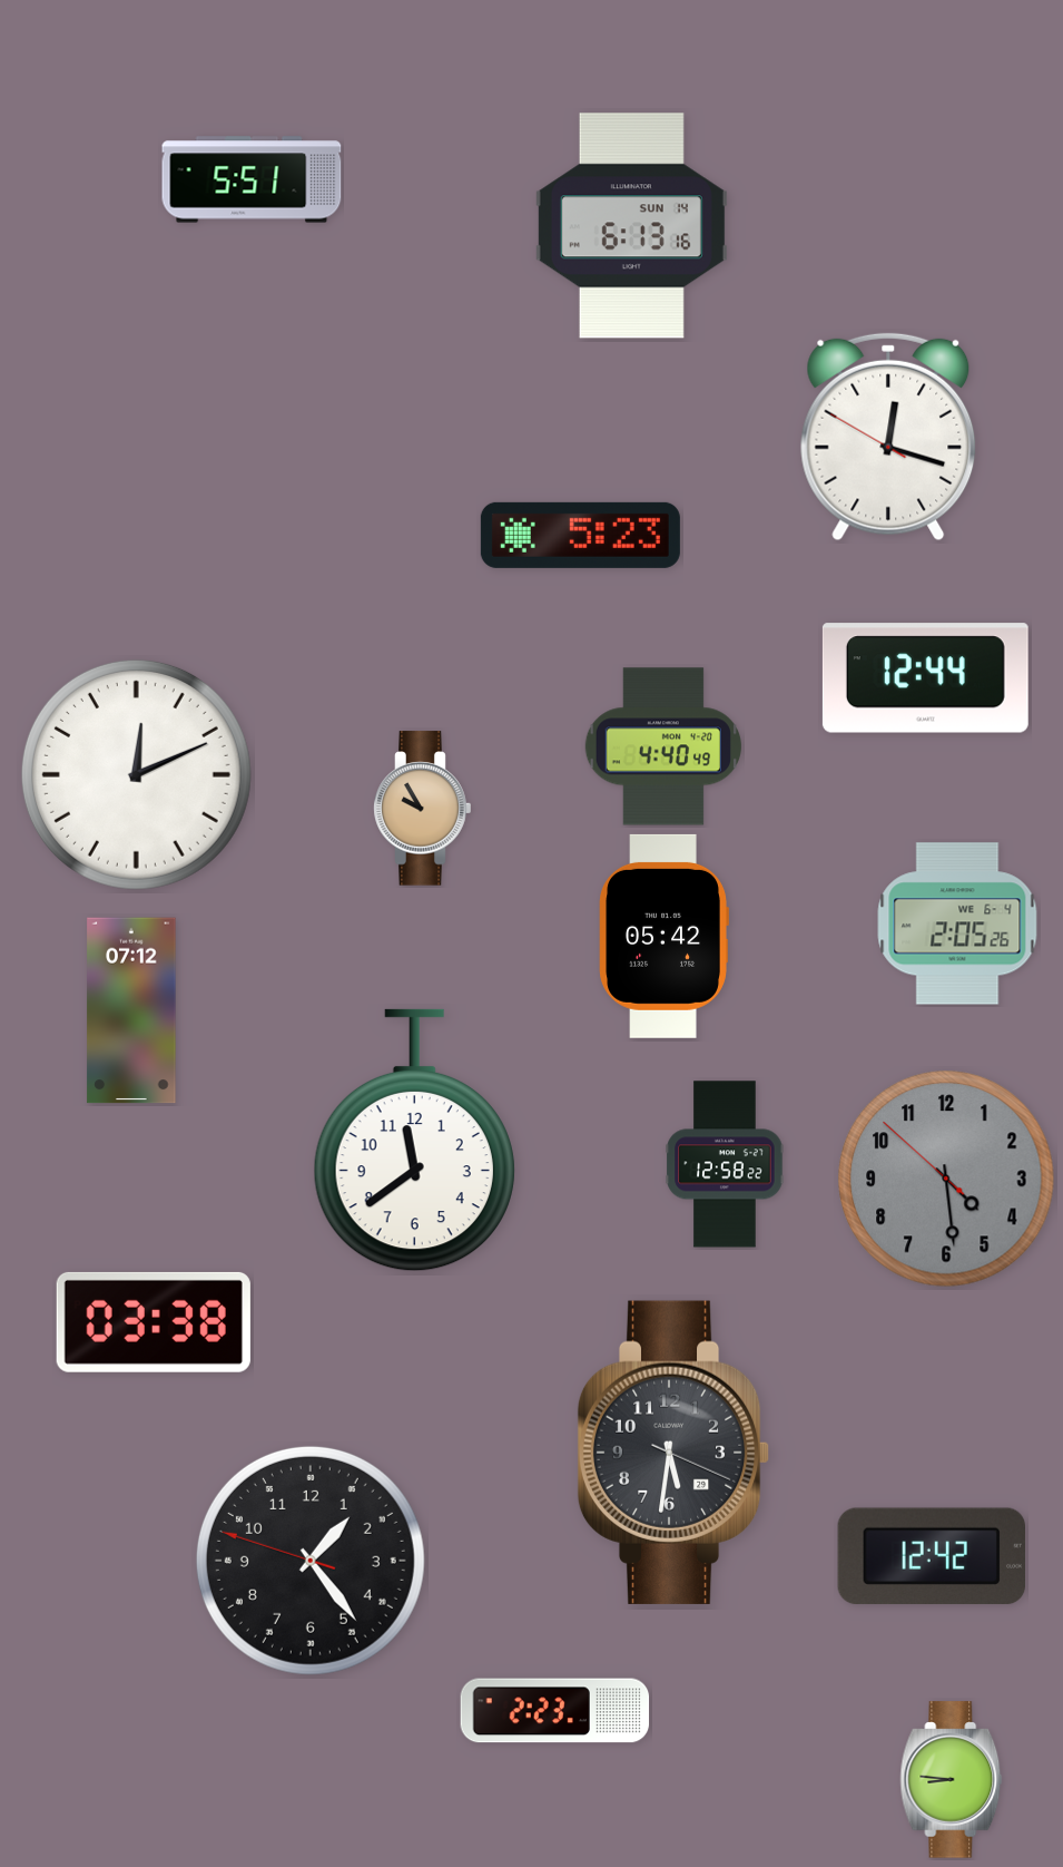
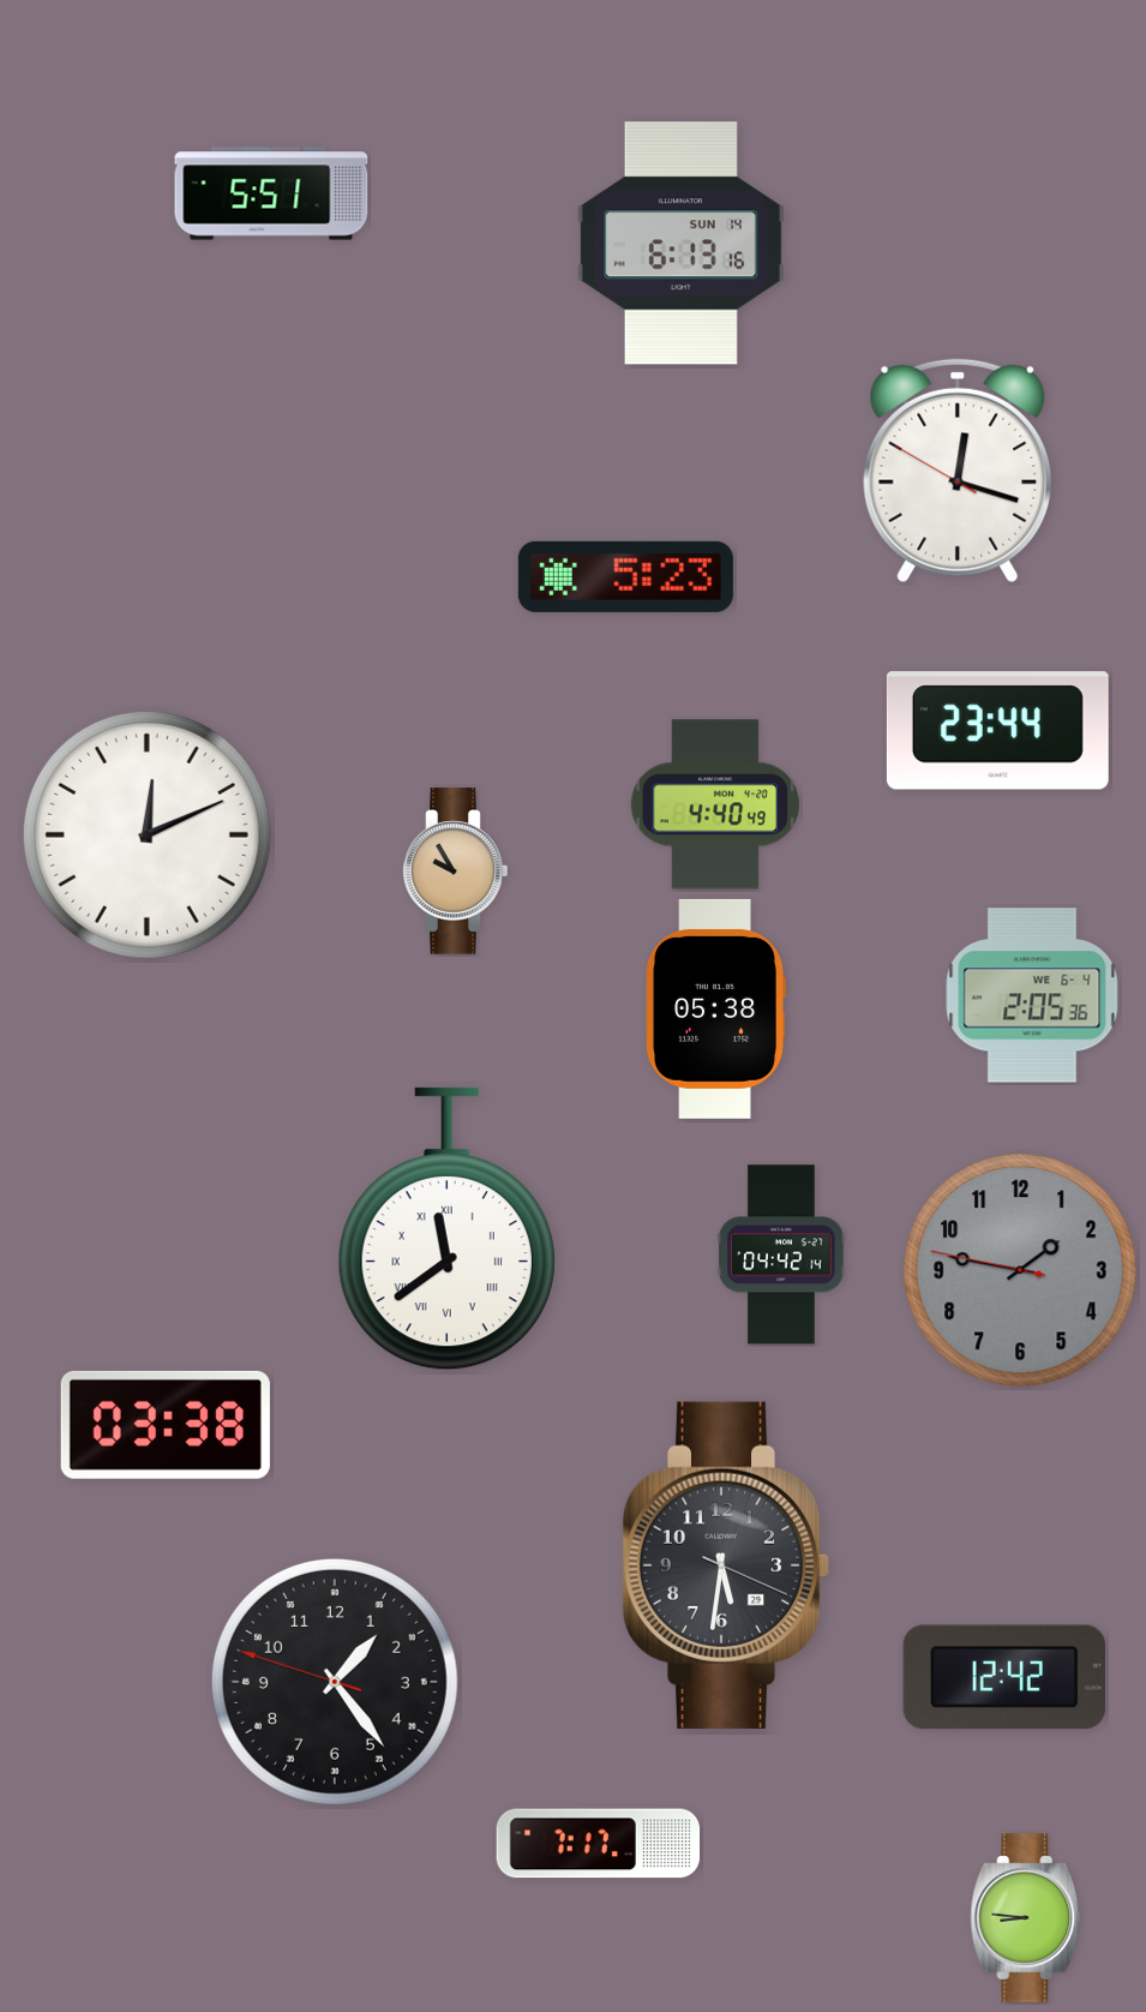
clock at (925, 678): 12:44 -> 23:44
clock at (957, 923): 2:05:26 -> 2:05:36
clock at (663, 936): 05:42 -> 05:38
clock at (131, 1010): 07:12 -> none
clock at (414, 1141) numerals: Arabic -> Roman
clock at (725, 1164): 12:58 -> 04:42
clock at (946, 1179): 4:28 -> 1:46
clock at (555, 1711): 2:23 -> 7:17
